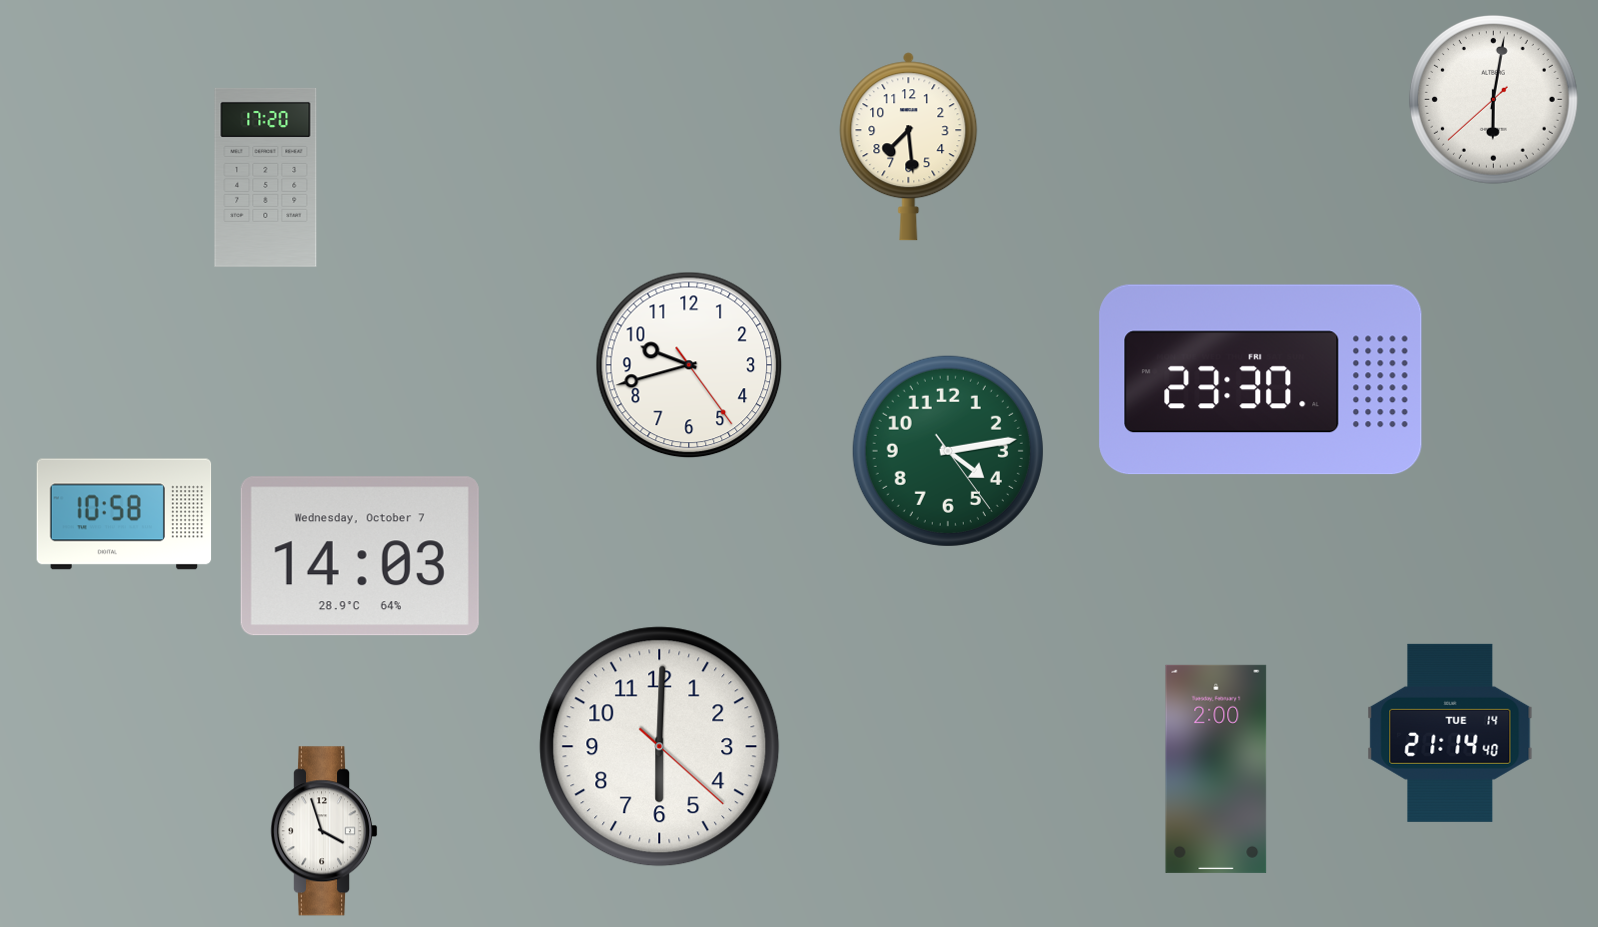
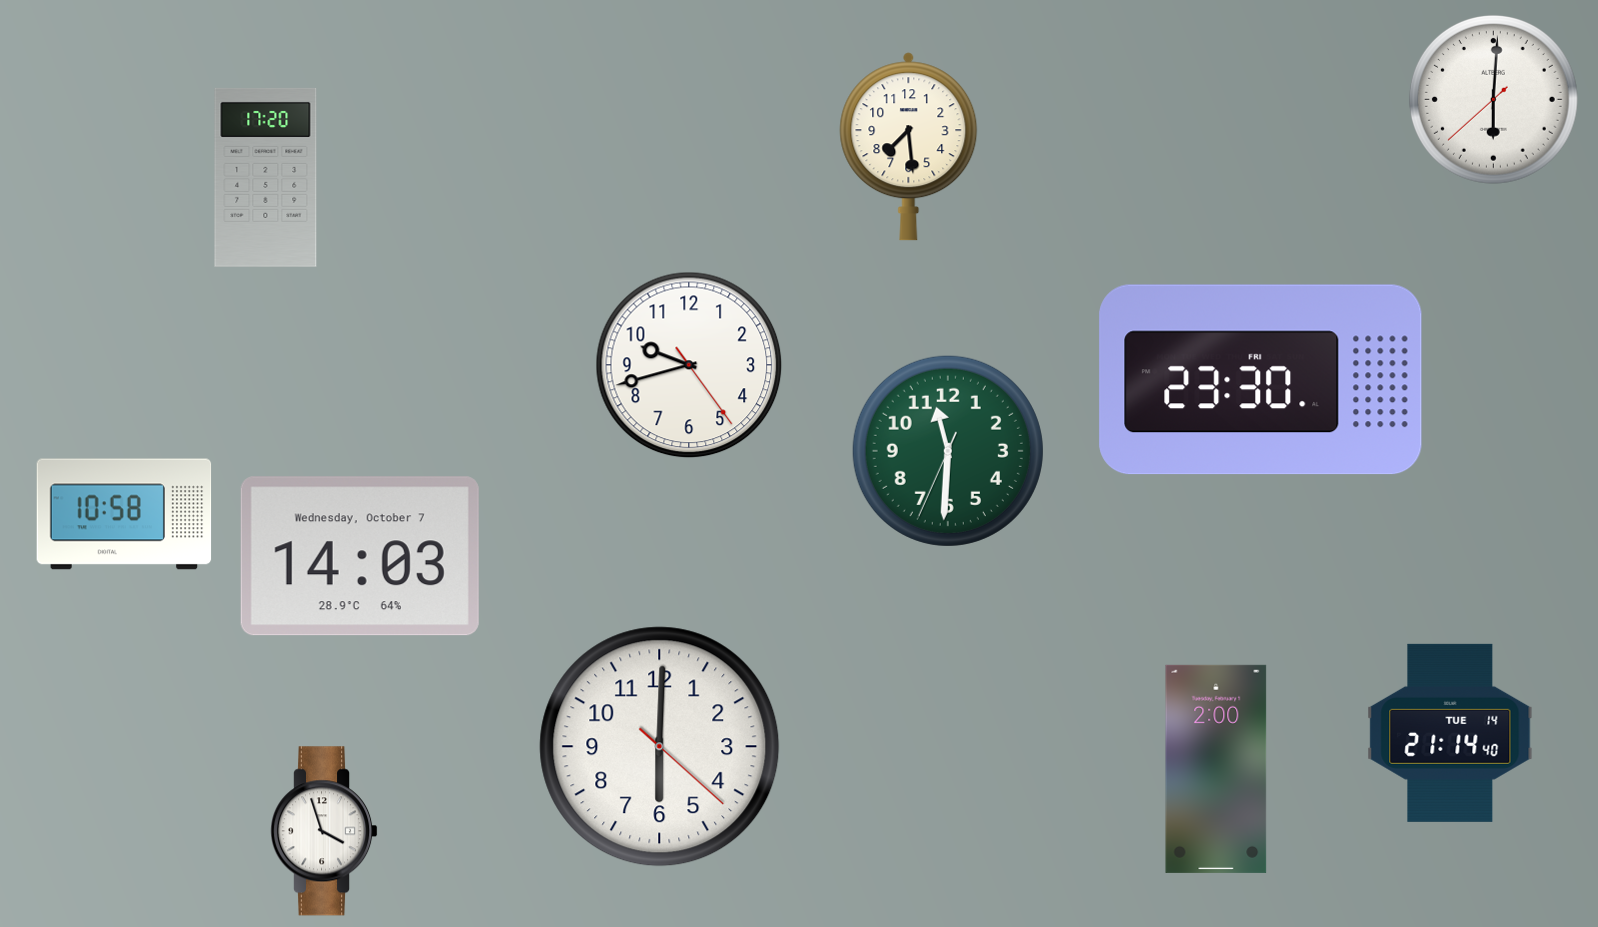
clock at (1493, 99): 6:01 -> 6:00
clock at (948, 451): 4:13 -> 11:30
